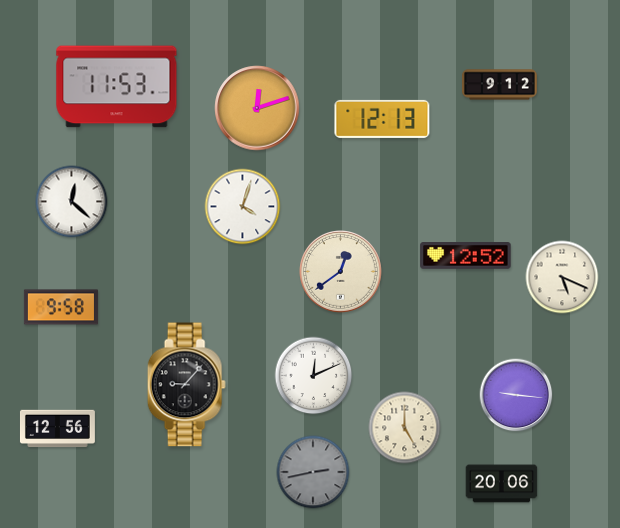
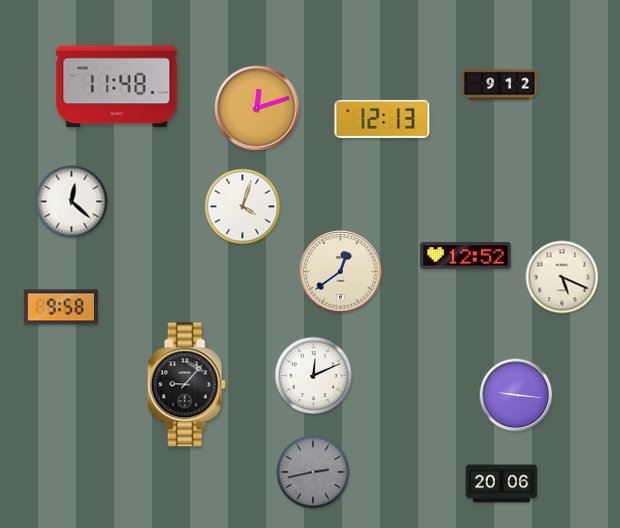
clock at (117, 87): 11:53 -> 11:48
clock at (405, 428): 5:00 -> none
clock at (57, 429): 12:56 -> none
